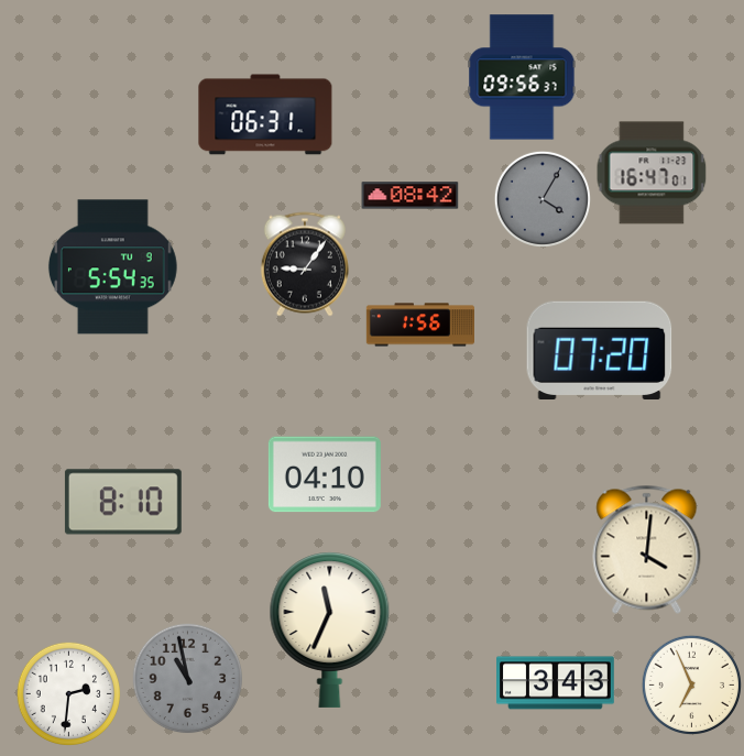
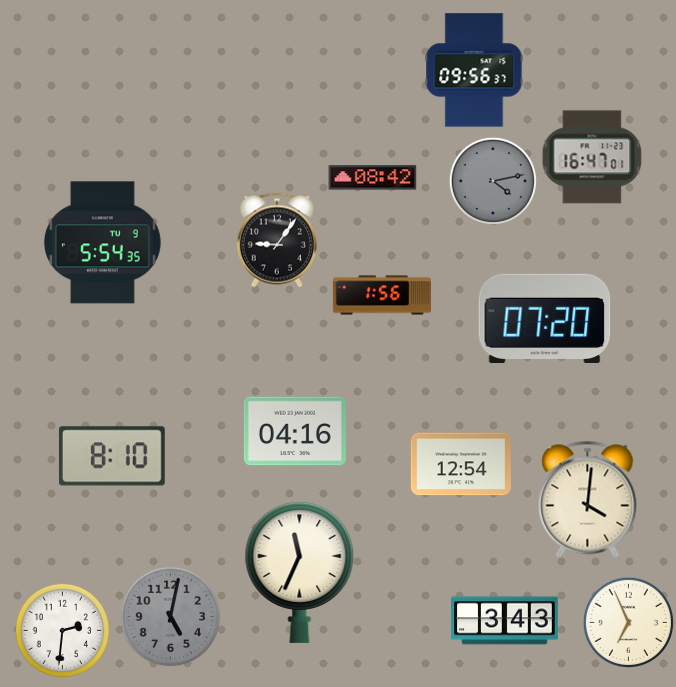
clock at (265, 114): 06:31 -> none
clock at (543, 199): 4:05 -> 4:13
clock at (325, 474): 04:10 -> 04:16
clock at (461, 464): none -> 12:54
clock at (188, 679): 10:58 -> 5:02
